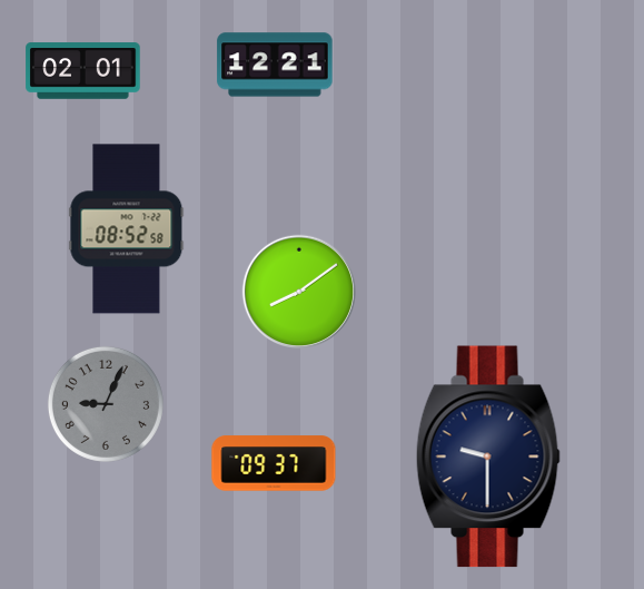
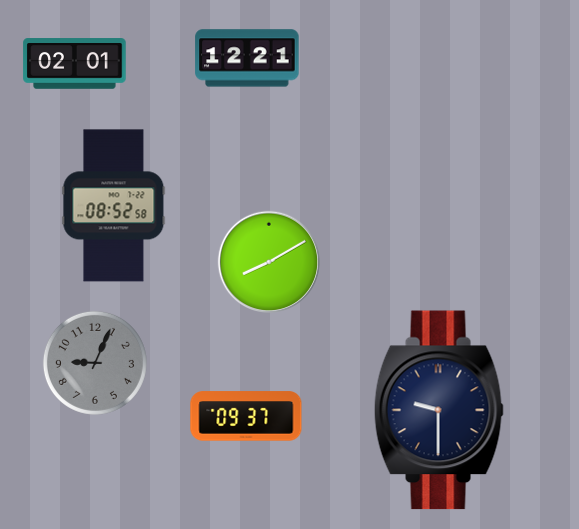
clock at (299, 292): 8:09 -> 8:10
